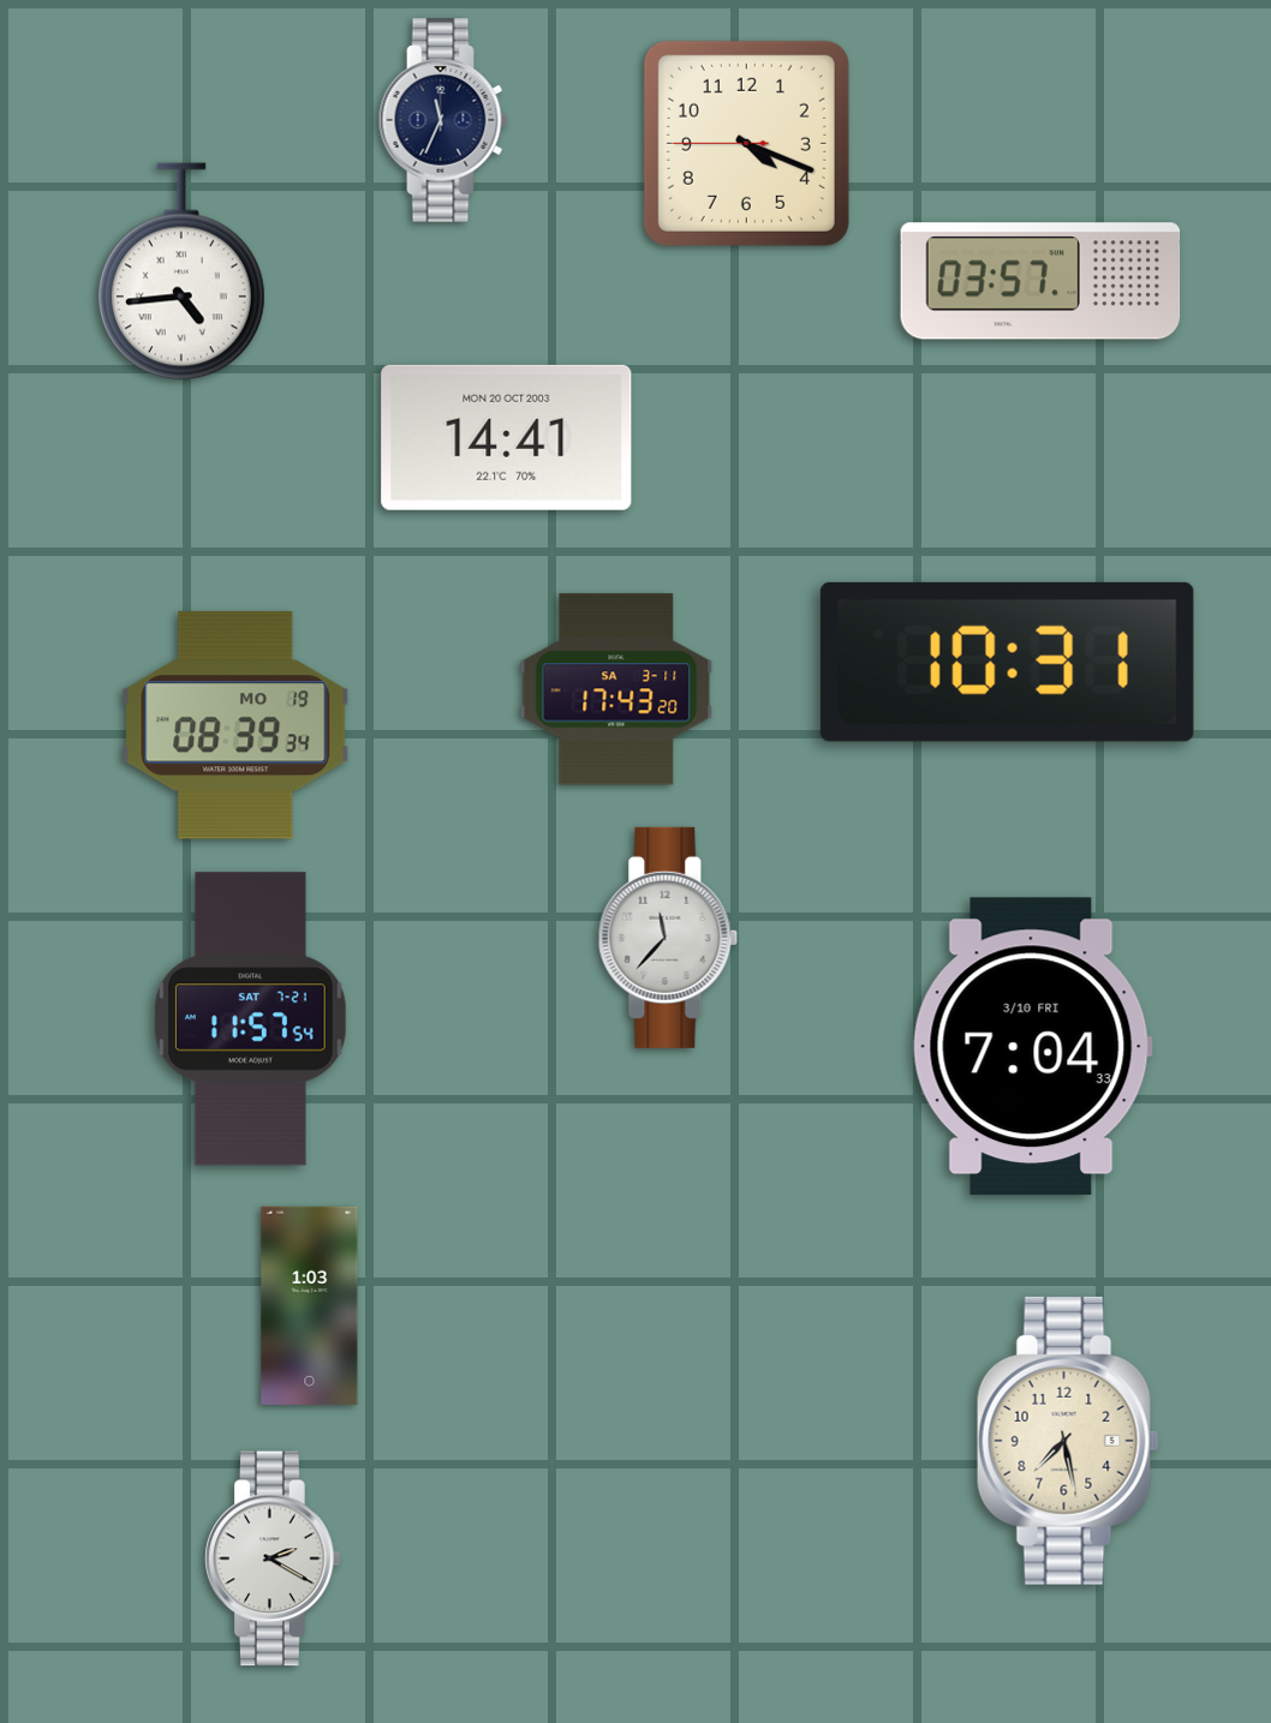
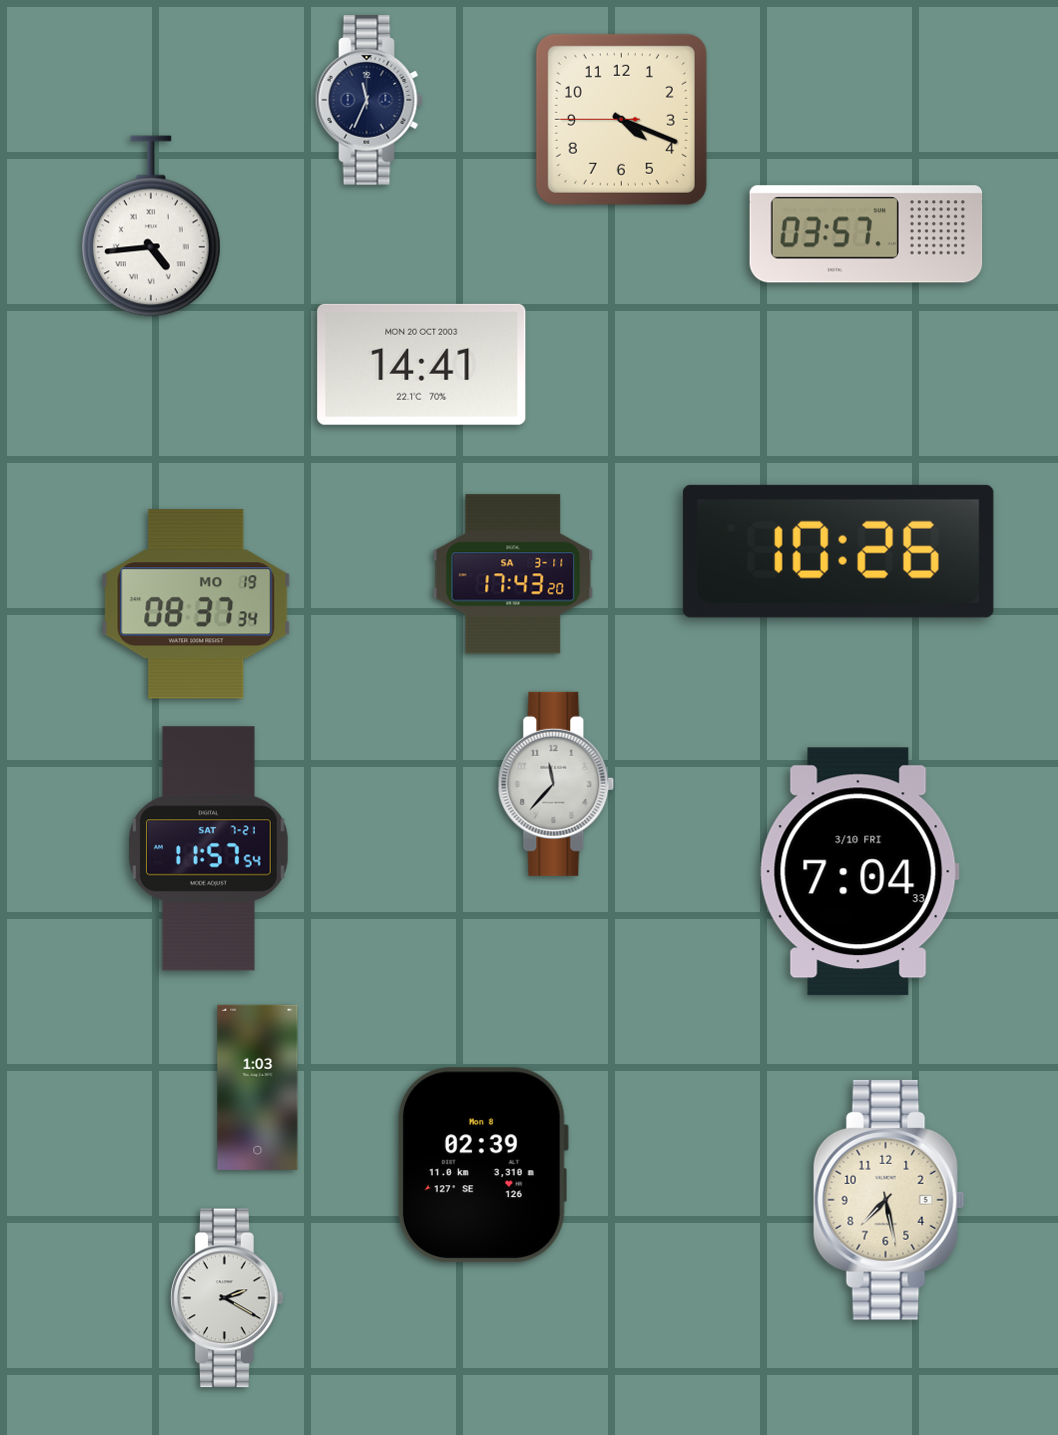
clock at (1007, 662): 10:31 -> 10:26
clock at (235, 725): 08:39 -> 08:37
clock at (668, 938) position: (668, 938) -> (556, 784)
clock at (482, 1165): none -> 02:39
